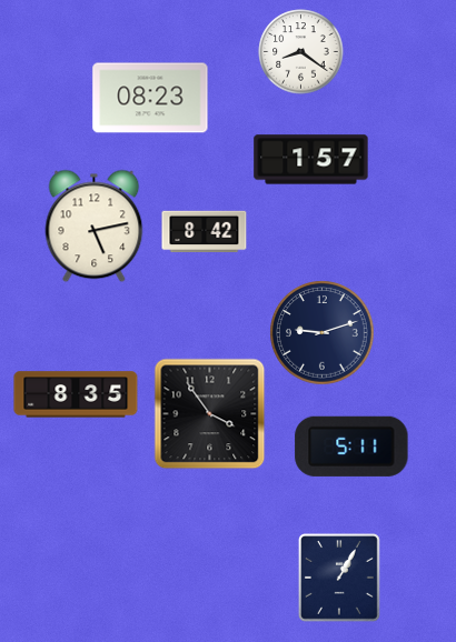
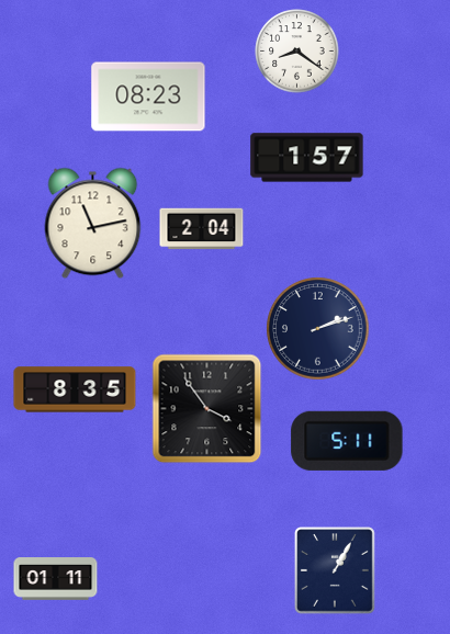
clock at (95, 227): 5:13 -> 11:13
clock at (205, 232): 8:42 -> 2:04
clock at (323, 333): 9:12 -> 2:12
clock at (56, 579): none -> 01:11
